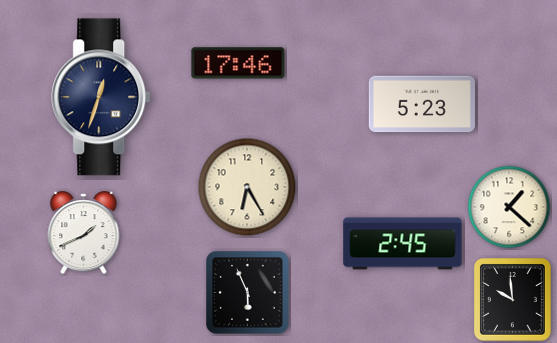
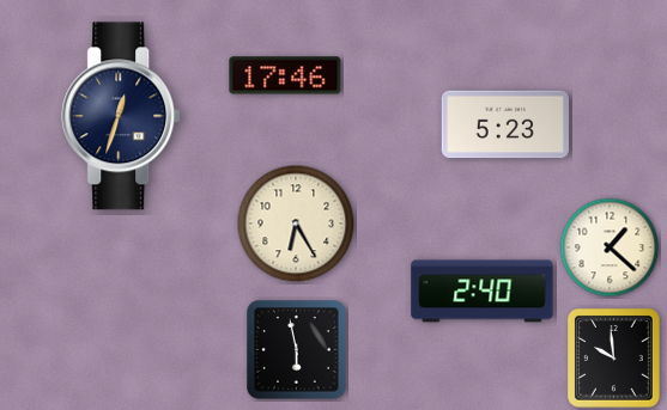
clock at (84, 233): 1:41 -> none
clock at (403, 244): 2:45 -> 2:40
clock at (248, 293): 5:56 -> 5:58
